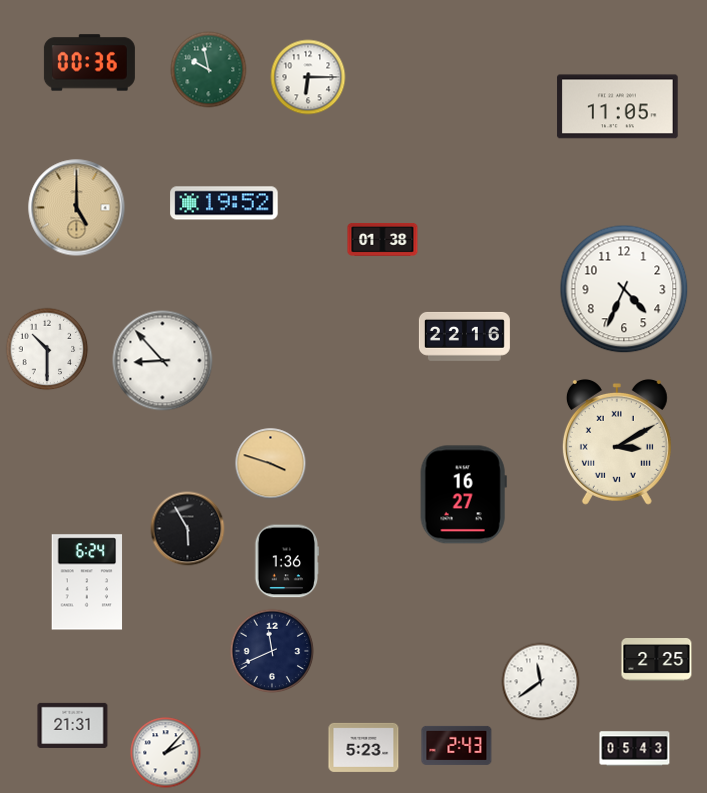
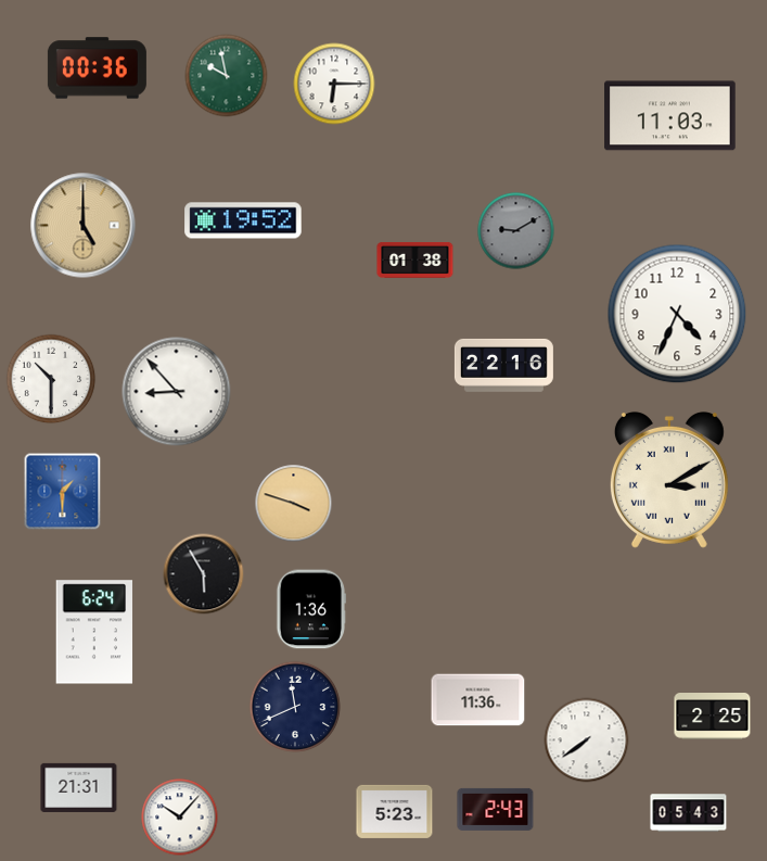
clock at (618, 107): 11:05 -> 11:03
clock at (516, 231): none -> 9:10
clock at (63, 492): none -> 1:30
clock at (463, 495): 16:27 -> none
clock at (478, 700): none -> 11:36
clock at (541, 682): 11:39 -> 7:39
clock at (166, 753): 2:07 -> 10:07
